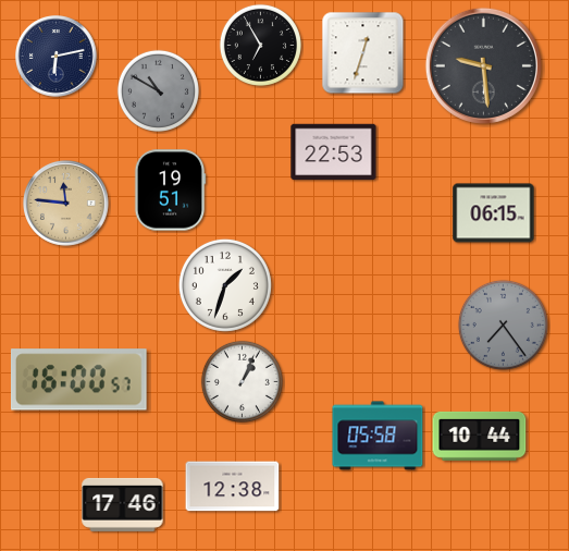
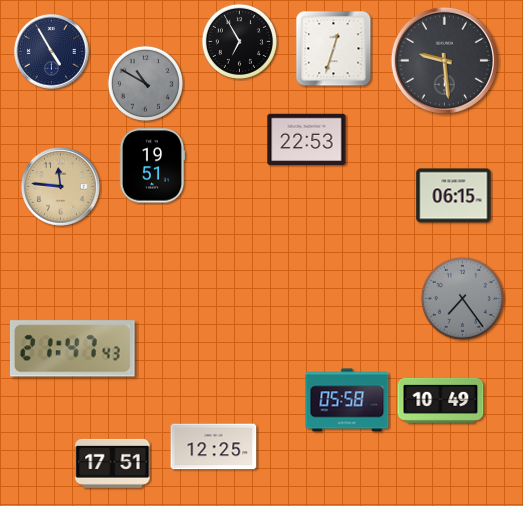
clock at (57, 57): 6:13 -> 4:55
clock at (170, 191) position: (170, 191) -> (152, 166)
clock at (225, 285): 1:33 -> none
clock at (78, 380): 16:00 -> 21:47
clock at (242, 381): 1:04 -> none
clock at (480, 436): 10:44 -> 10:49
clock at (233, 487): 12:38 -> 12:25
clock at (123, 504): 17:46 -> 17:51
